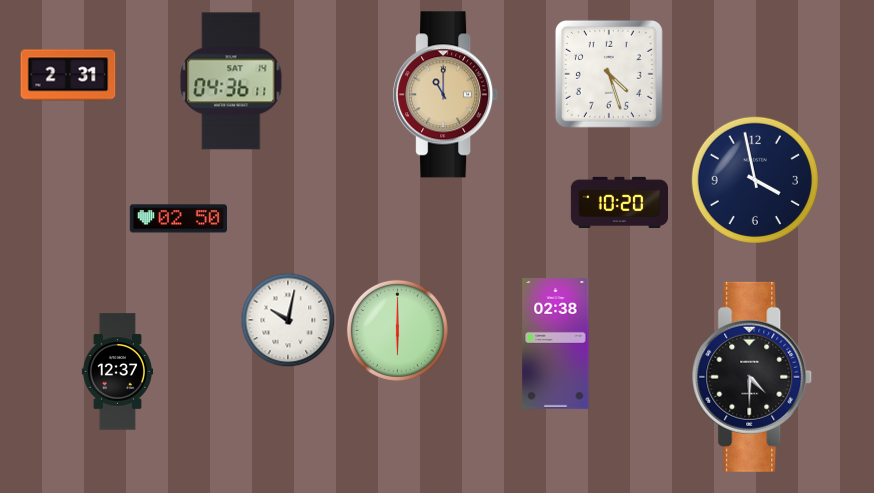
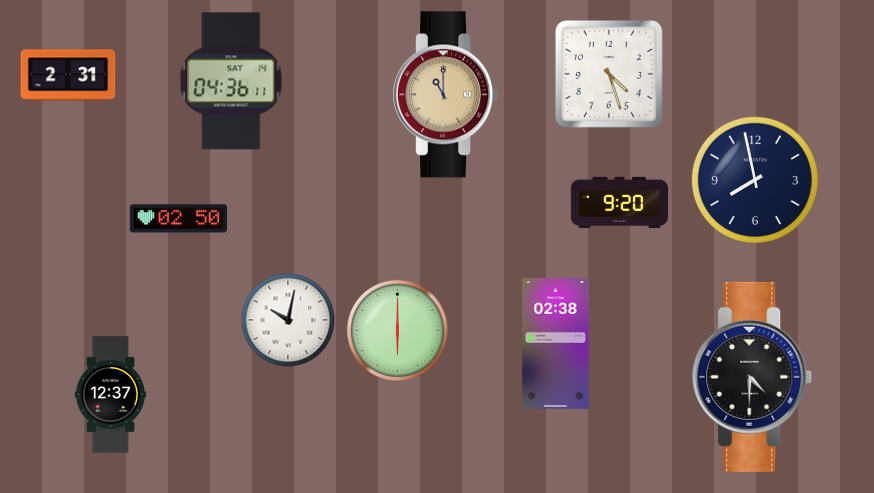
clock at (755, 180): 3:58 -> 7:58
clock at (620, 202): 10:20 -> 9:20
clock at (117, 372) position: (117, 372) -> (110, 395)
